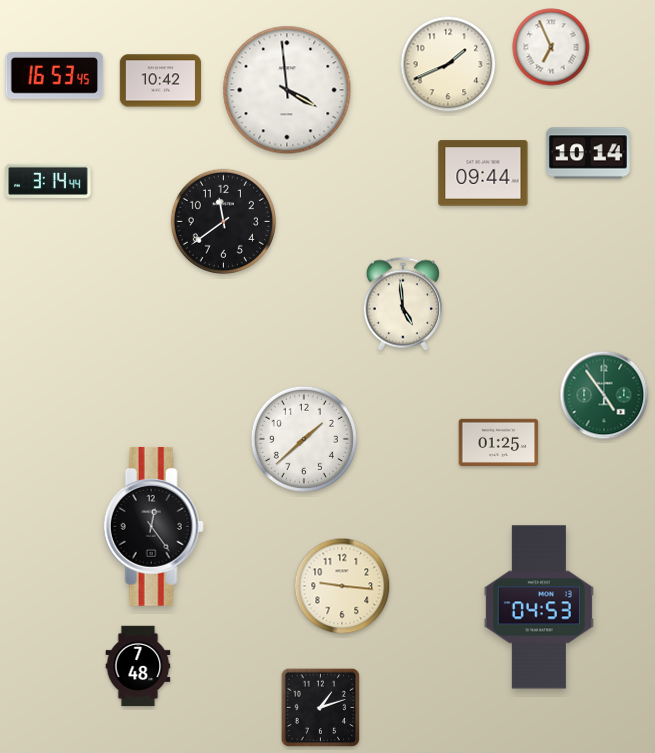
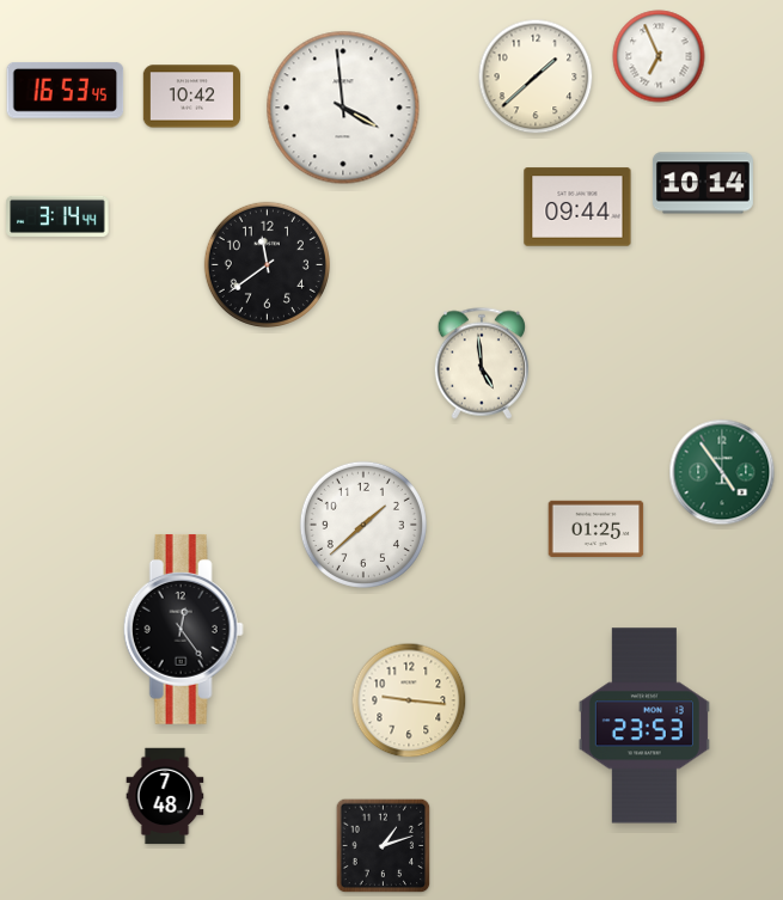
clock at (448, 64): 1:41 -> 1:38
clock at (539, 607): 04:53 -> 23:53
